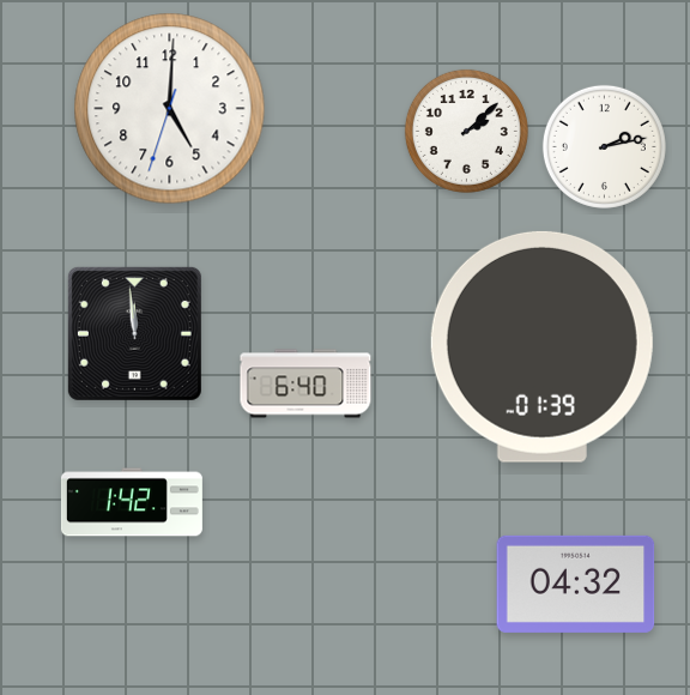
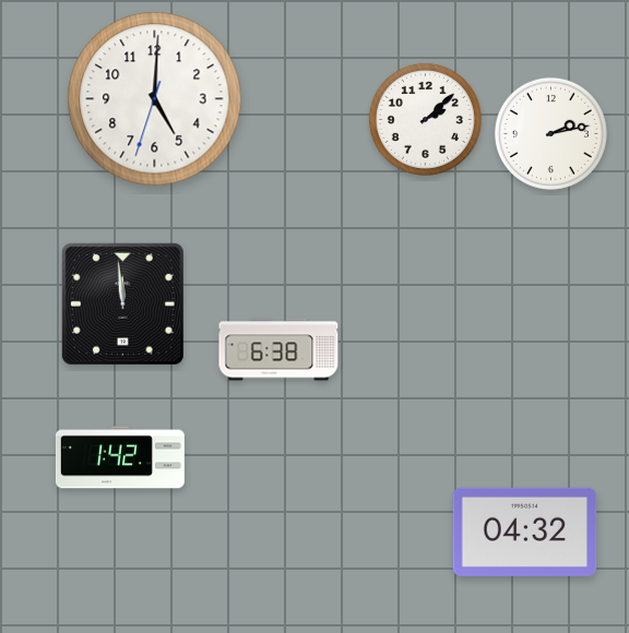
clock at (541, 346): 01:39 -> none
clock at (305, 383): 6:40 -> 6:38
